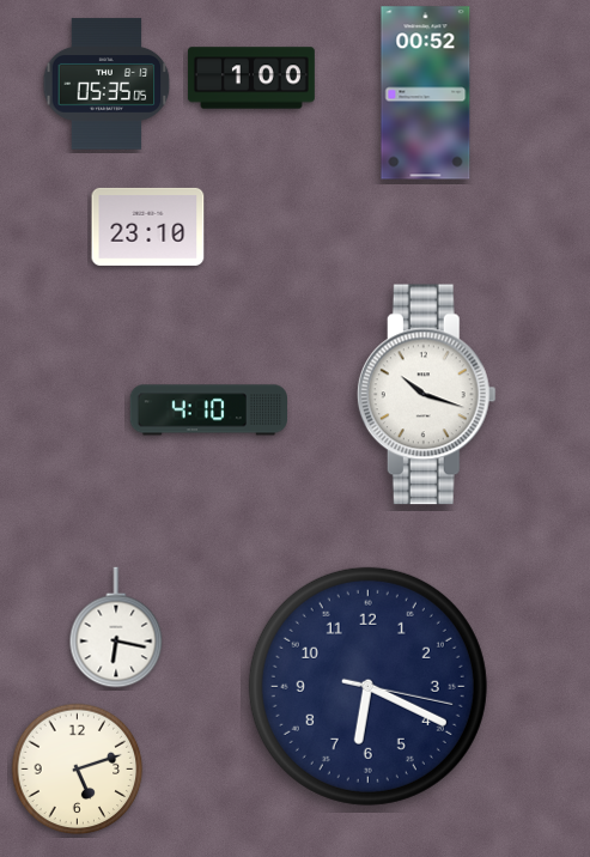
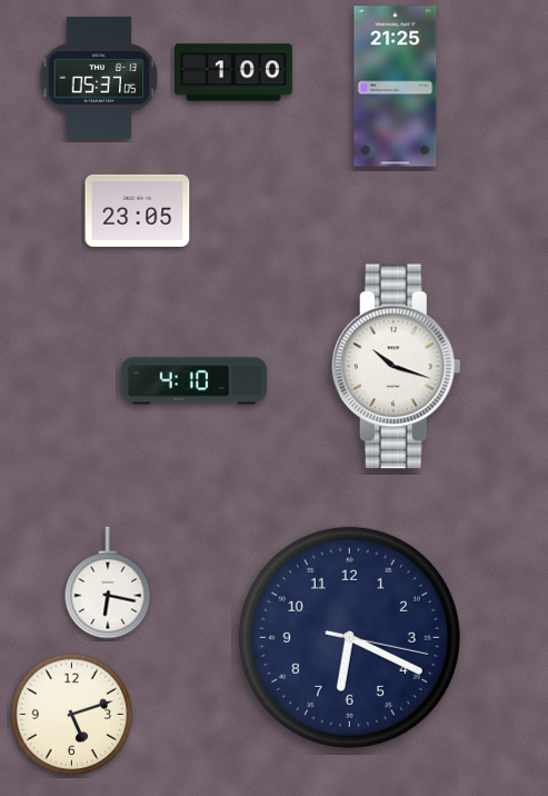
clock at (107, 84): 05:35 -> 05:37
clock at (426, 93): 00:52 -> 21:25
clock at (148, 226): 23:10 -> 23:05
clock at (367, 686) position: (367, 686) -> (349, 637)
